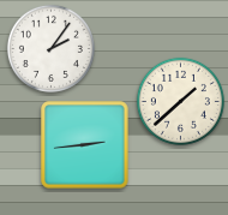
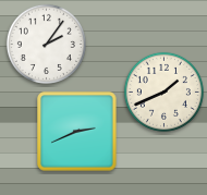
clock at (180, 101): 1:38 -> 1:41
clock at (85, 145): 2:44 -> 2:41
